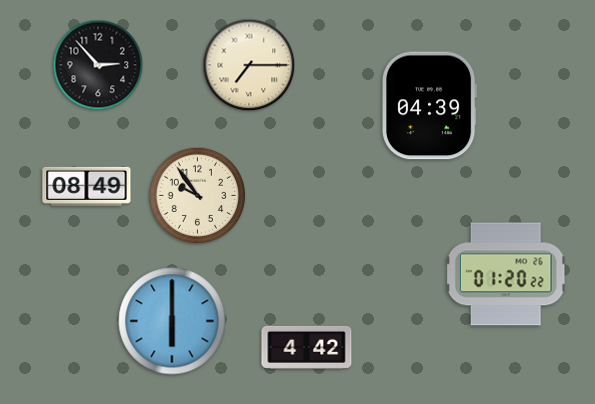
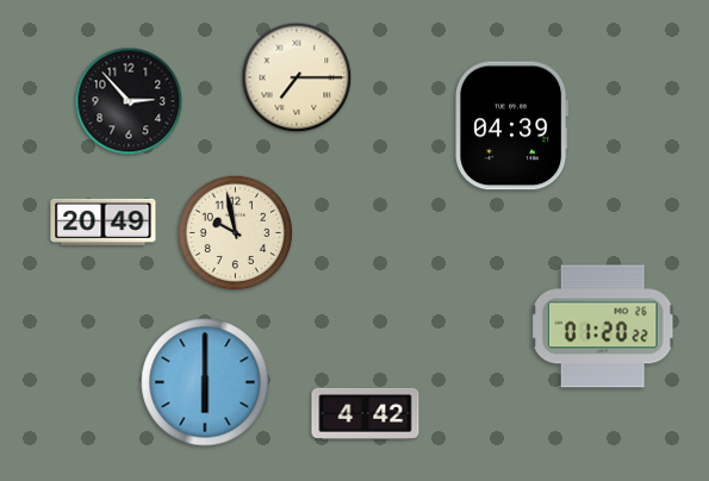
clock at (98, 65) position: (98, 65) -> (129, 101)
clock at (87, 186): 08:49 -> 20:49
clock at (197, 195): 9:54 -> 9:58
